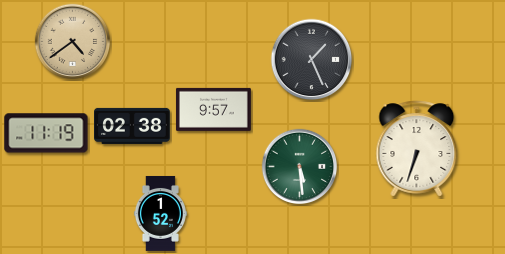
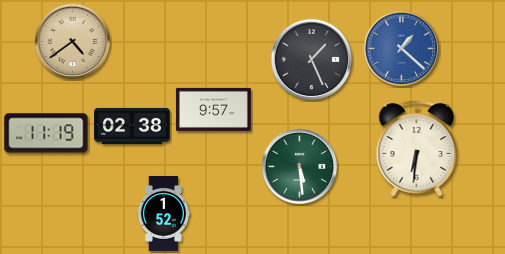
clock at (402, 49): none -> 1:22
clock at (417, 149): 6:33 -> 6:31
clock at (160, 213) position: (160, 213) -> (163, 213)
